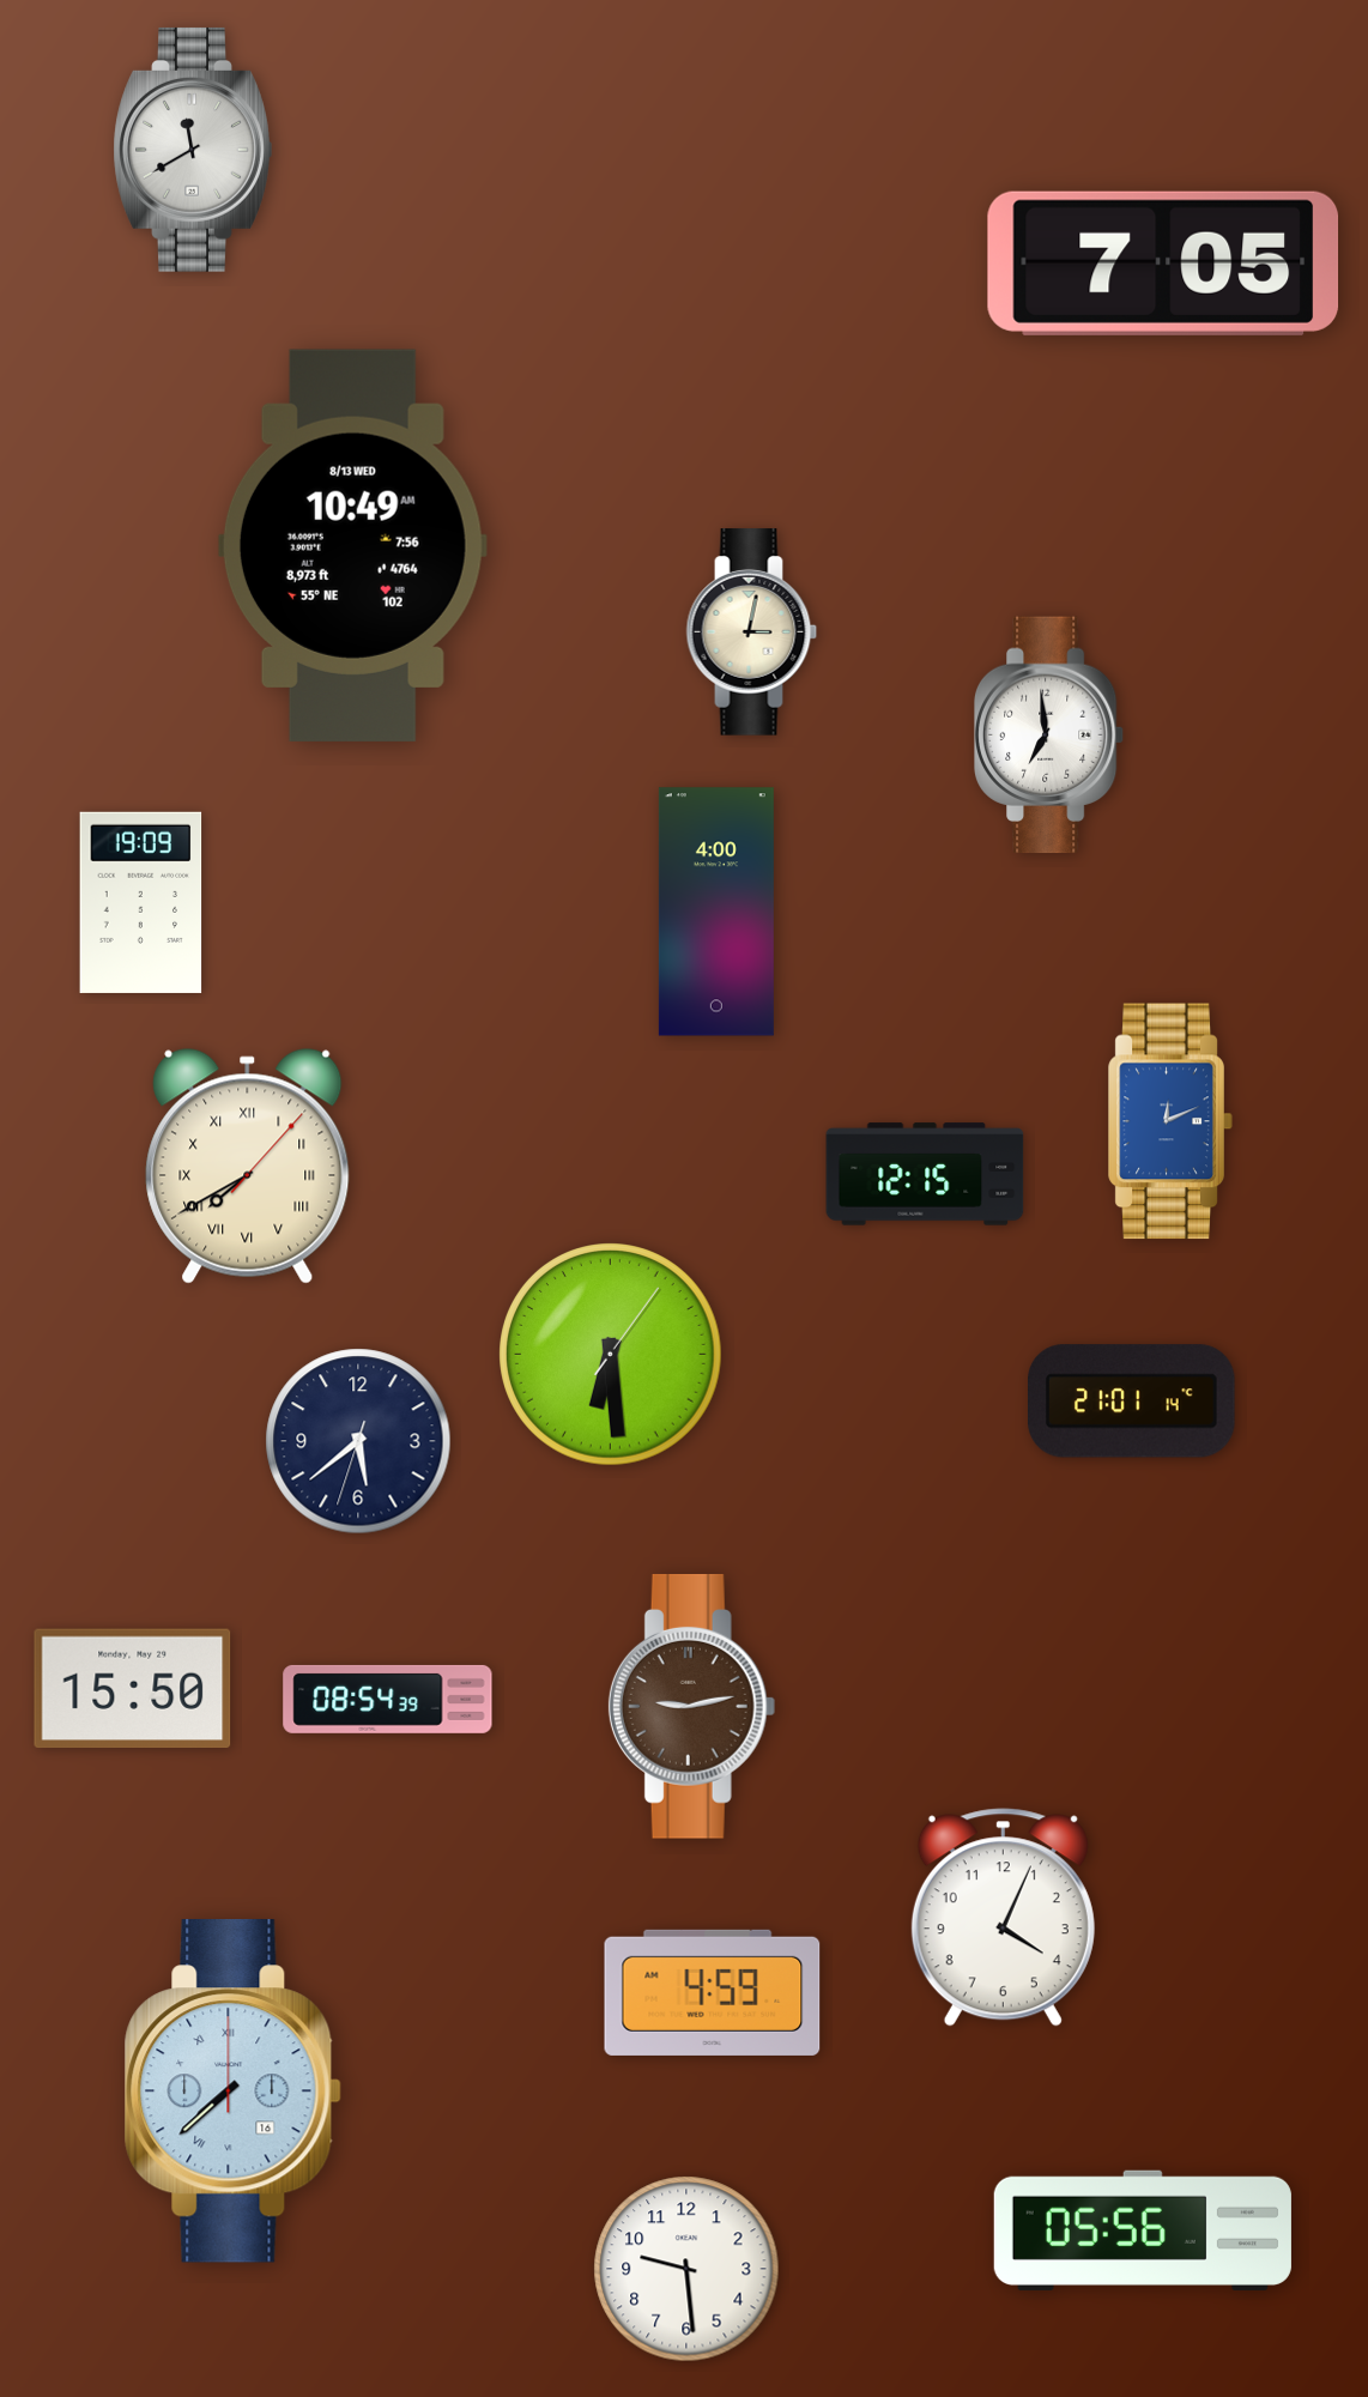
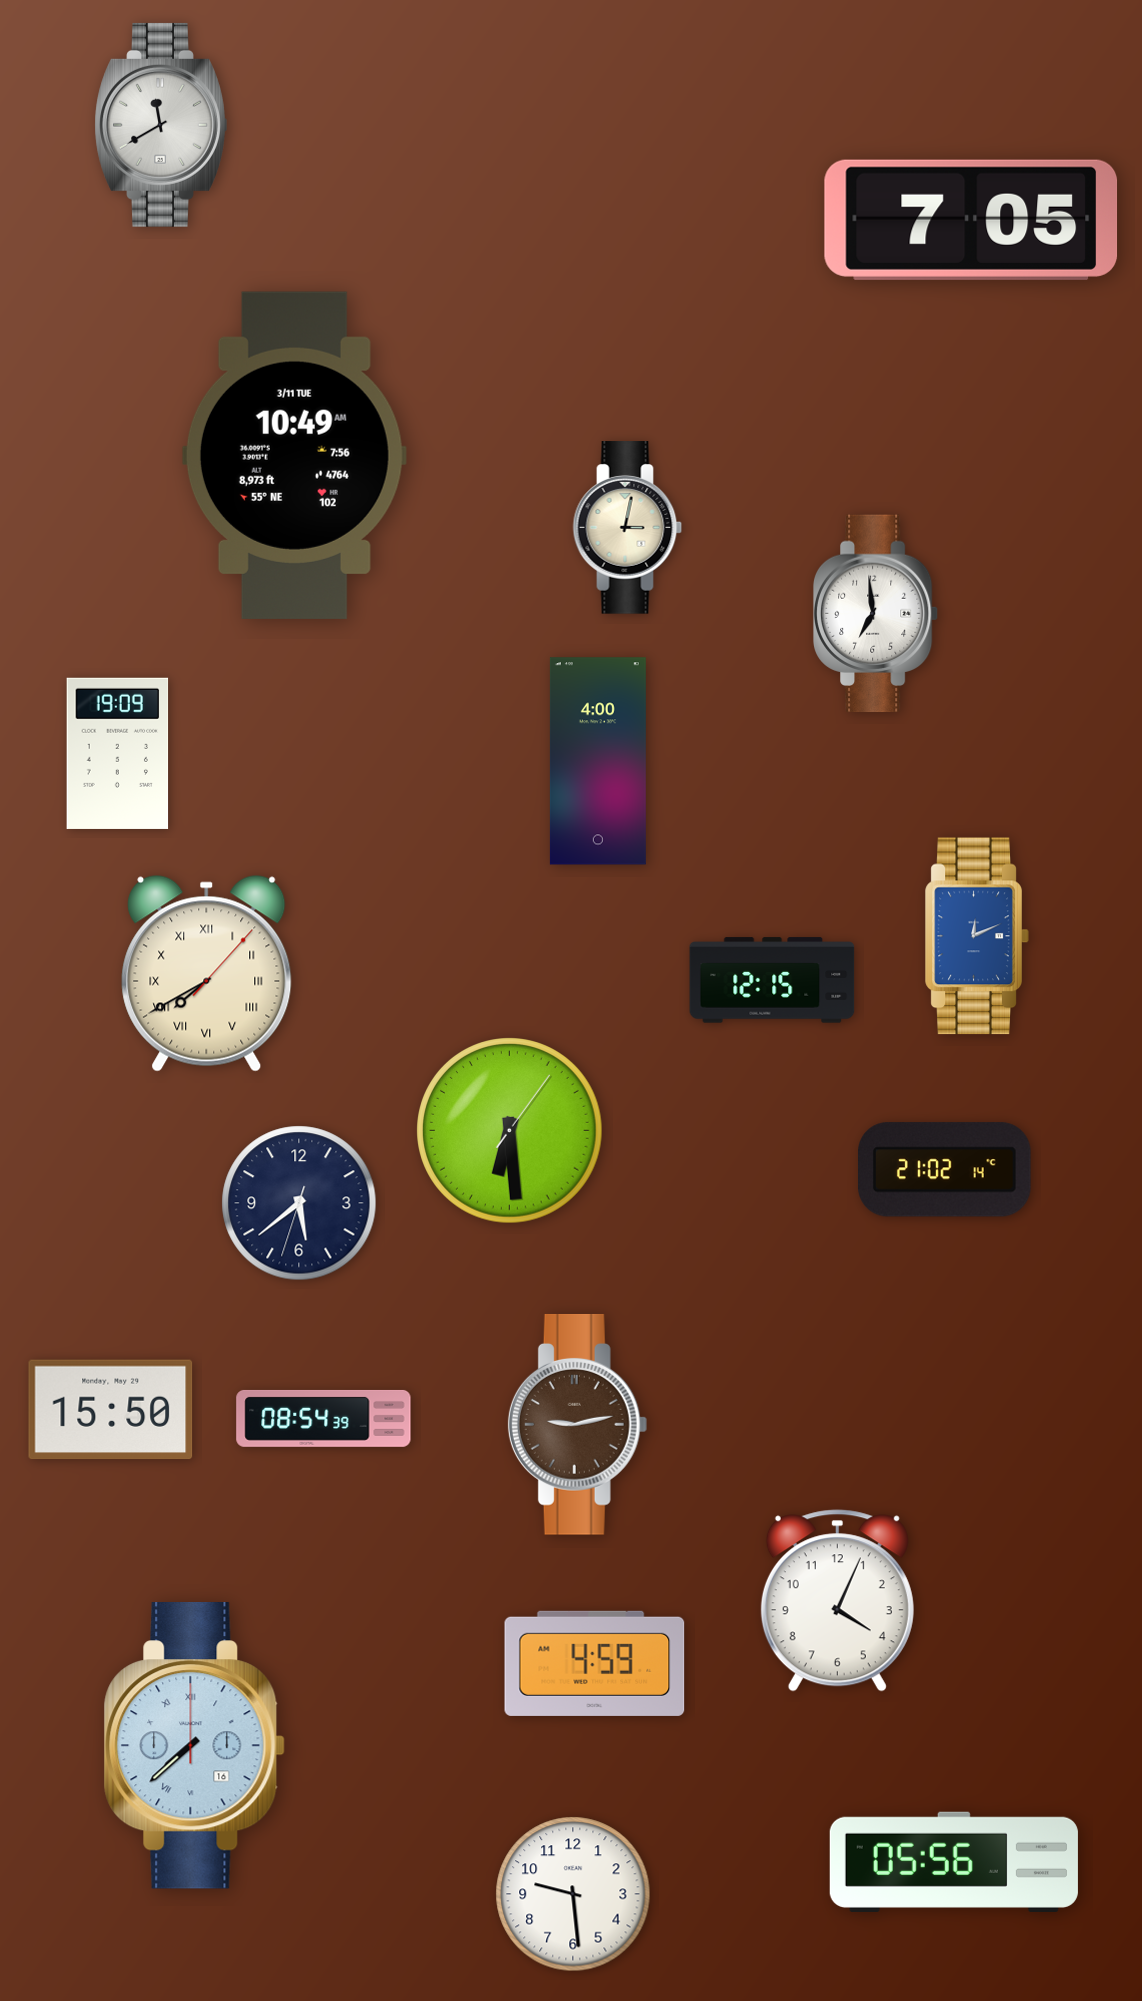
clock at (352, 545) date: 8/13 WED -> 3/11 TUE
clock at (1132, 1402): 21:01 -> 21:02
